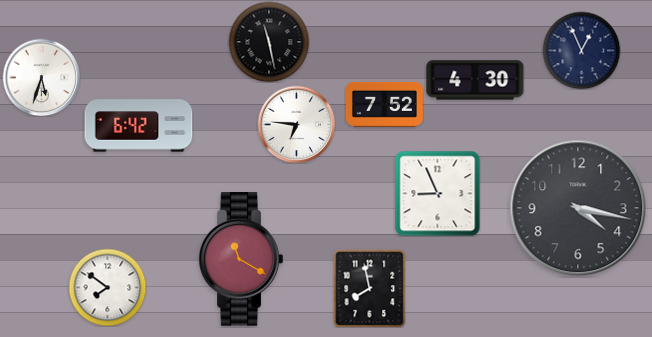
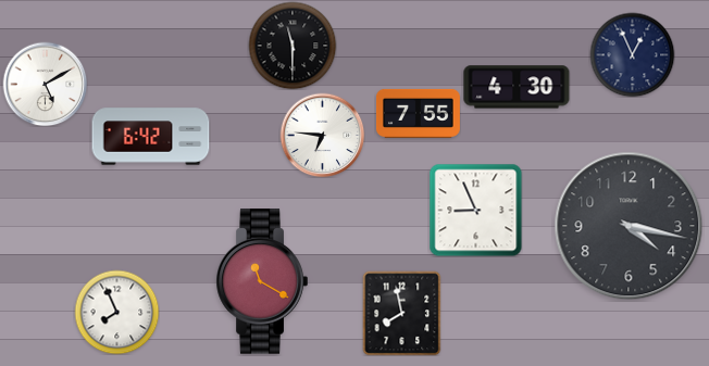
clock at (269, 42): 11:28 -> 11:30
clock at (41, 77): 5:33 -> 5:10
clock at (384, 104): 7:52 -> 7:55
clock at (107, 287): 7:51 -> 7:56
